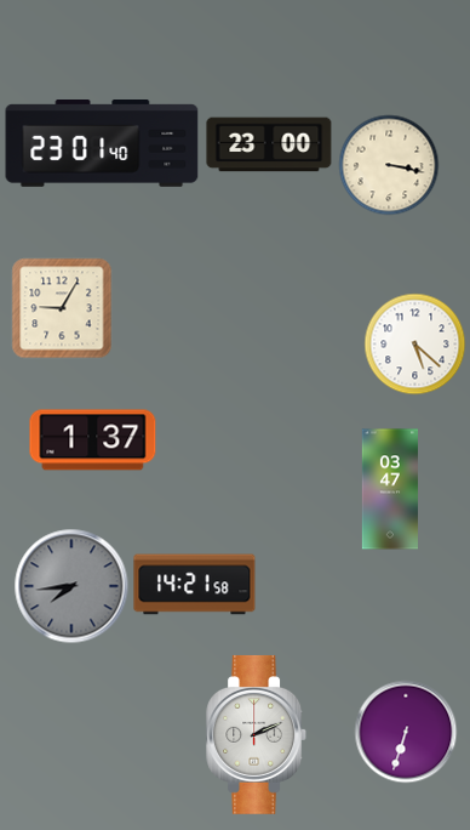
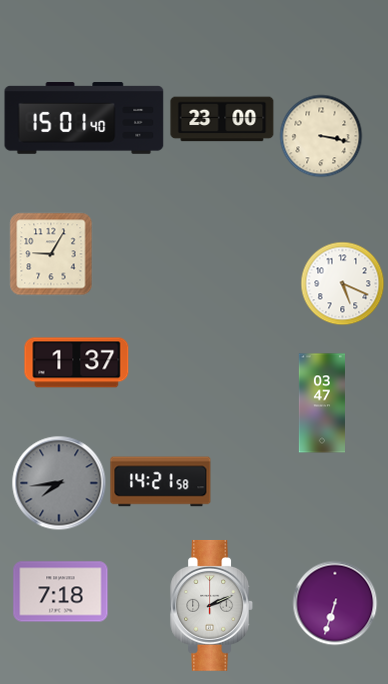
clock at (102, 144): 23:01 -> 15:01
clock at (414, 343): 5:22 -> 5:19
clock at (61, 592): none -> 7:18
